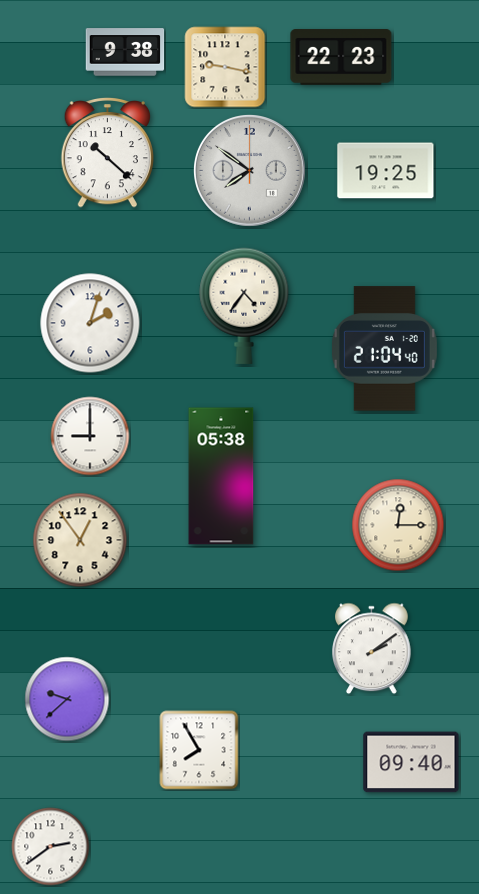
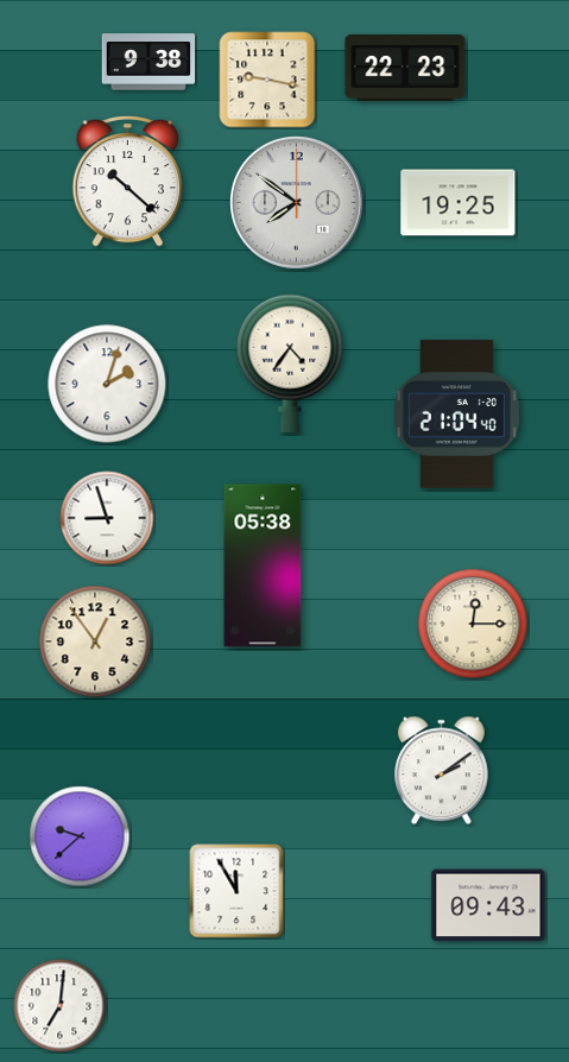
clock at (90, 436): 9:00 -> 8:57
clock at (67, 699) position: (67, 699) -> (80, 836)
clock at (199, 750): 7:55 -> 11:55
clock at (411, 762): 09:40 -> 09:43
clock at (51, 847): 2:39 -> 7:01
